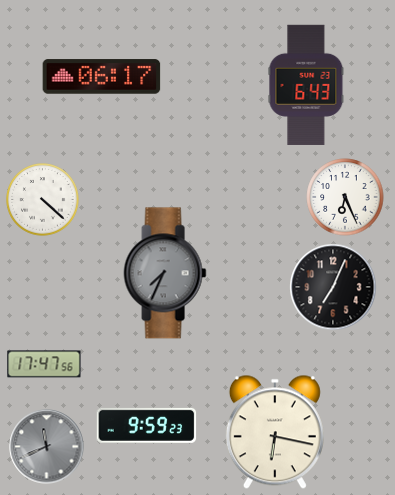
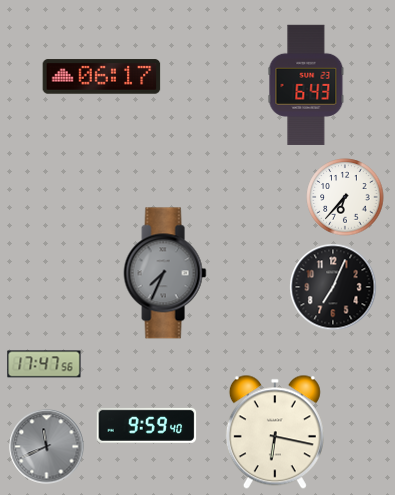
clock at (345, 197): 6:26 -> 6:37
clock at (43, 200): 4:22 -> none
clock at (147, 425): 9:59:23 -> 9:59:40
